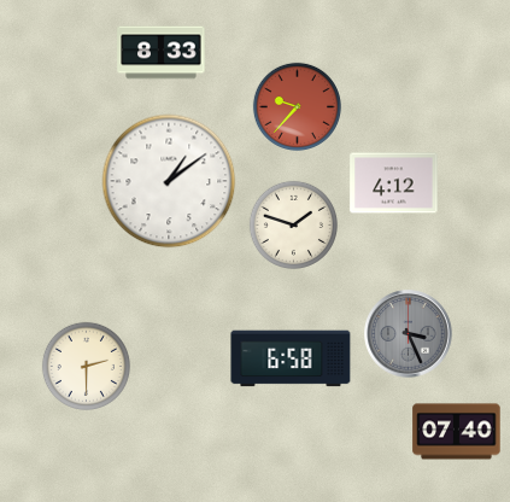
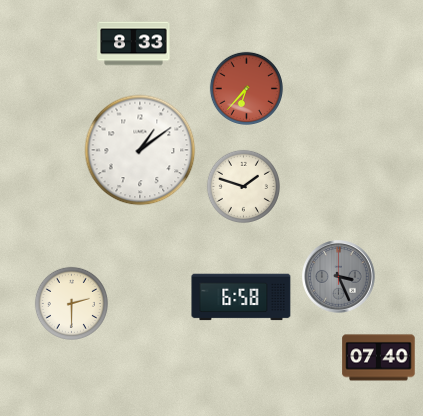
clock at (297, 106): 9:37 -> 6:37
clock at (394, 183): 4:12 -> none
